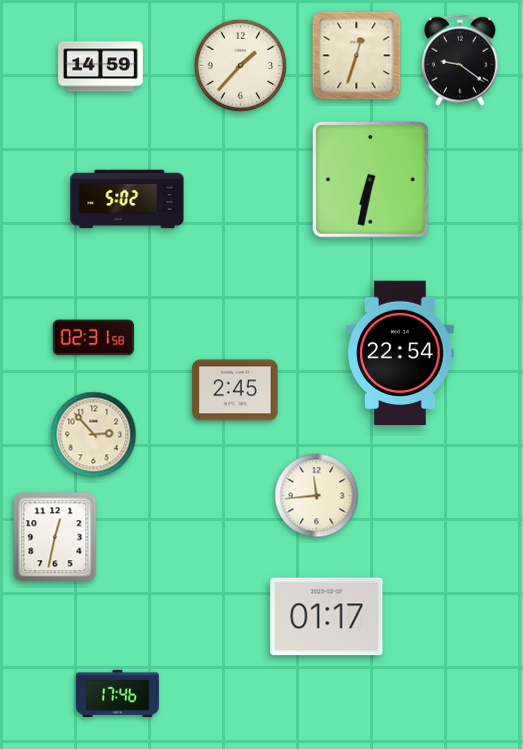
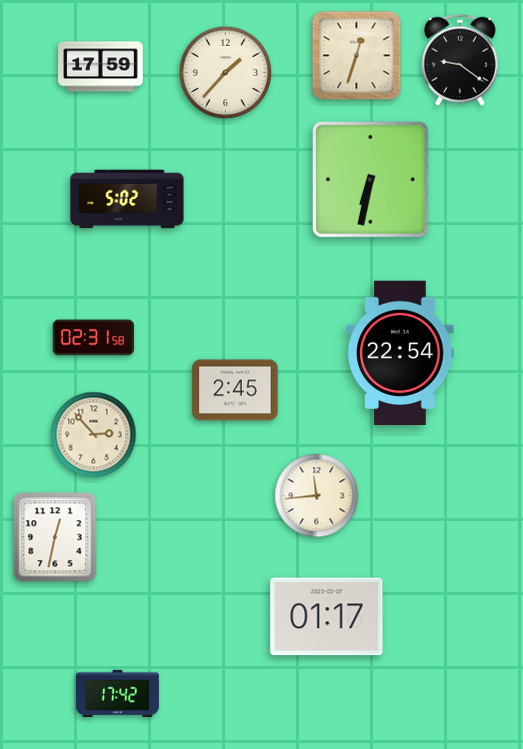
clock at (241, 66) position: (241, 66) -> (226, 73)
clock at (101, 67): 14:59 -> 17:59
clock at (117, 694): 17:46 -> 17:42
